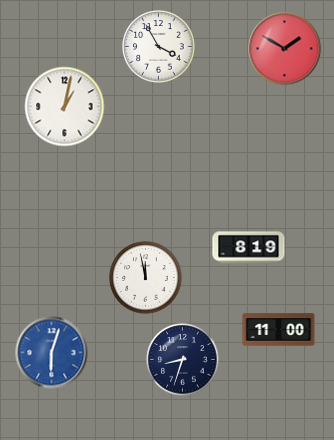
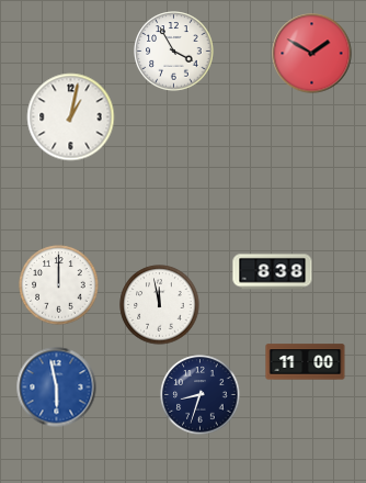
clock at (249, 248): 8:19 -> 8:38
clock at (59, 285): none -> 12:00
clock at (52, 353): 6:03 -> 5:58
